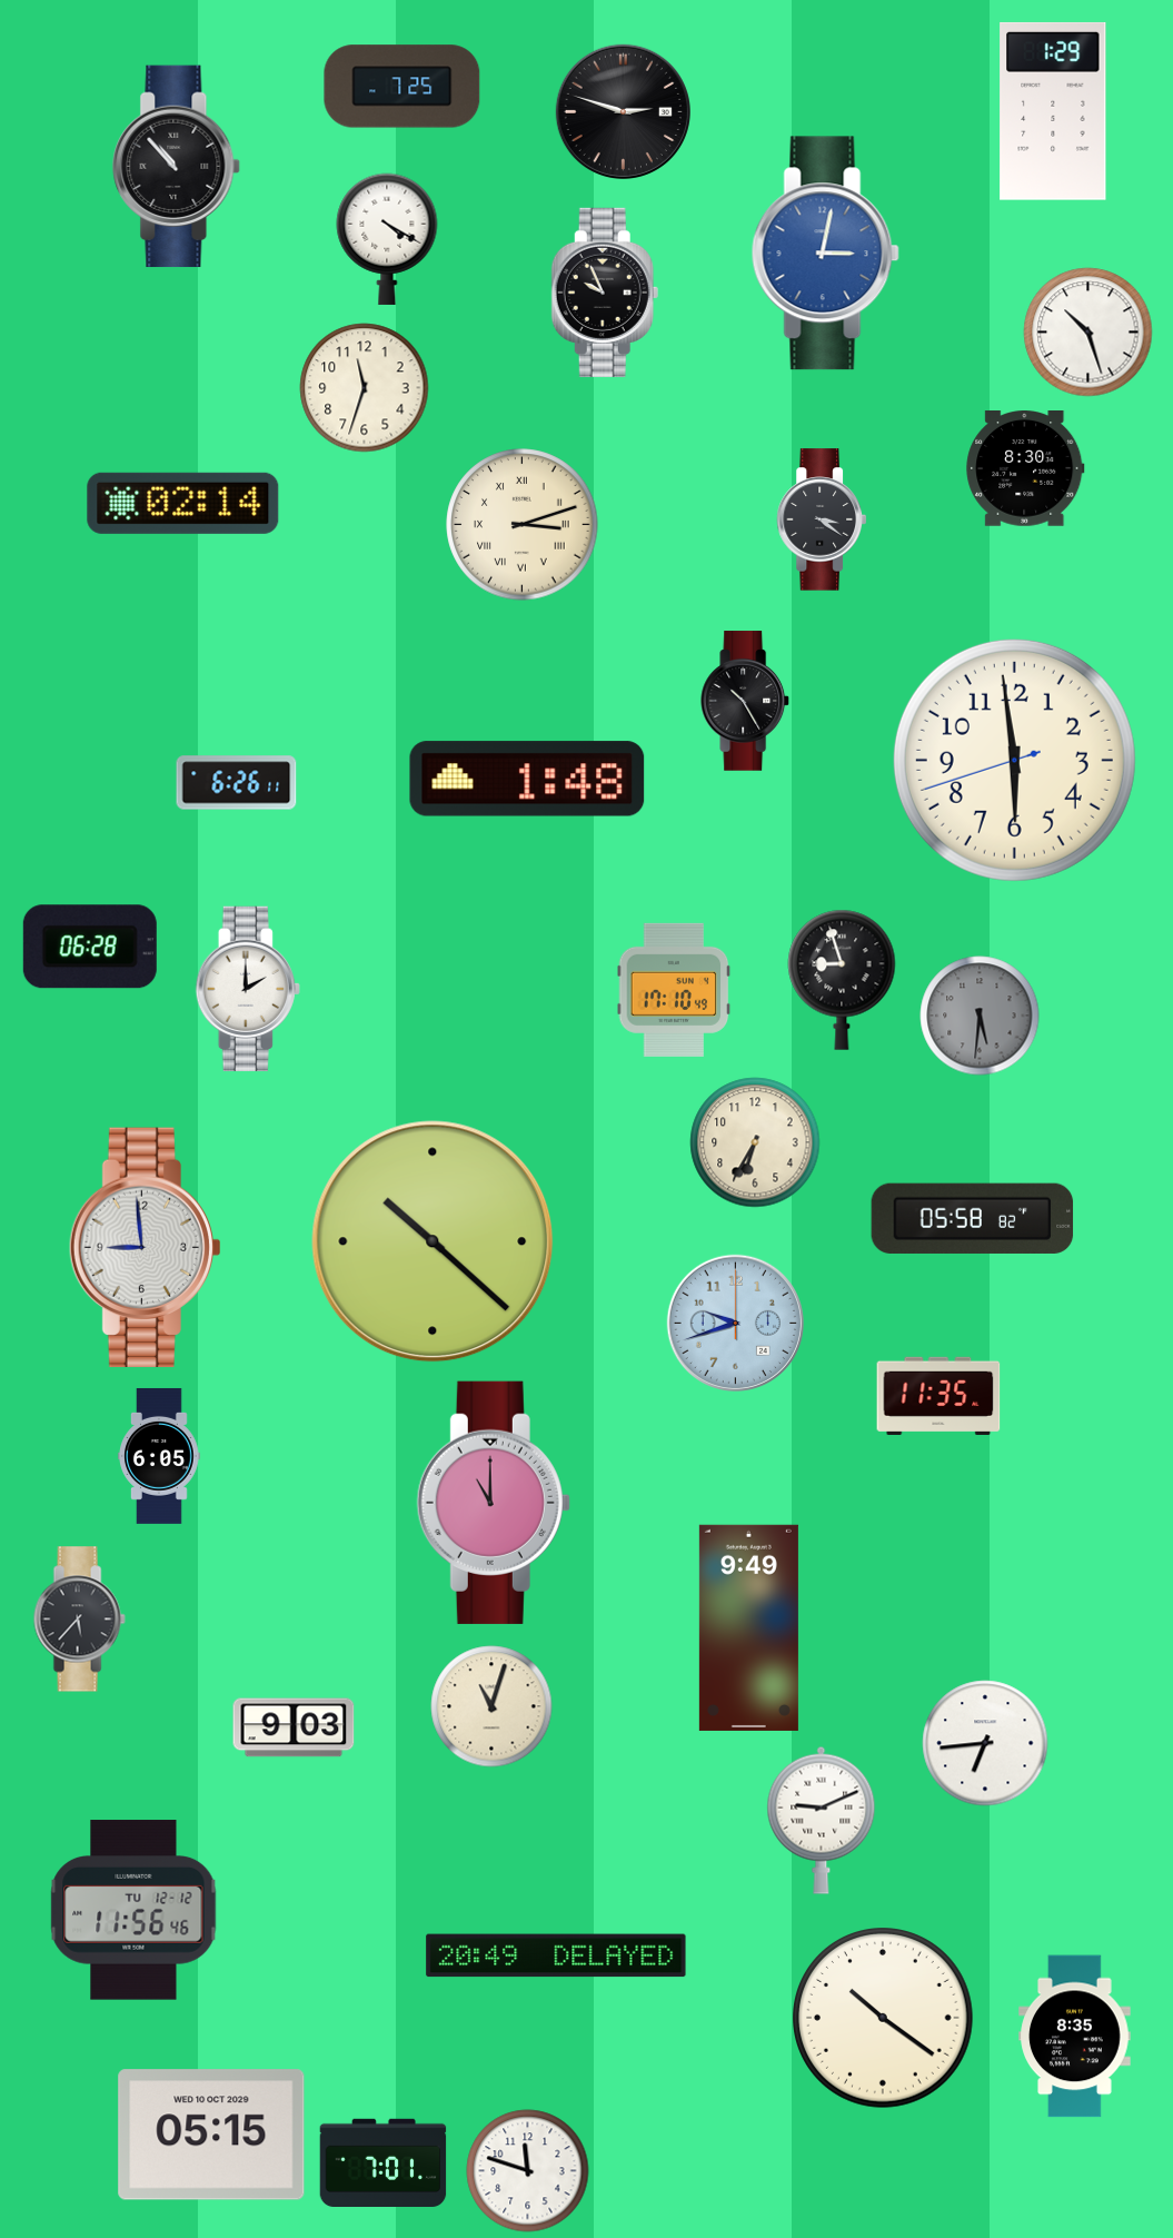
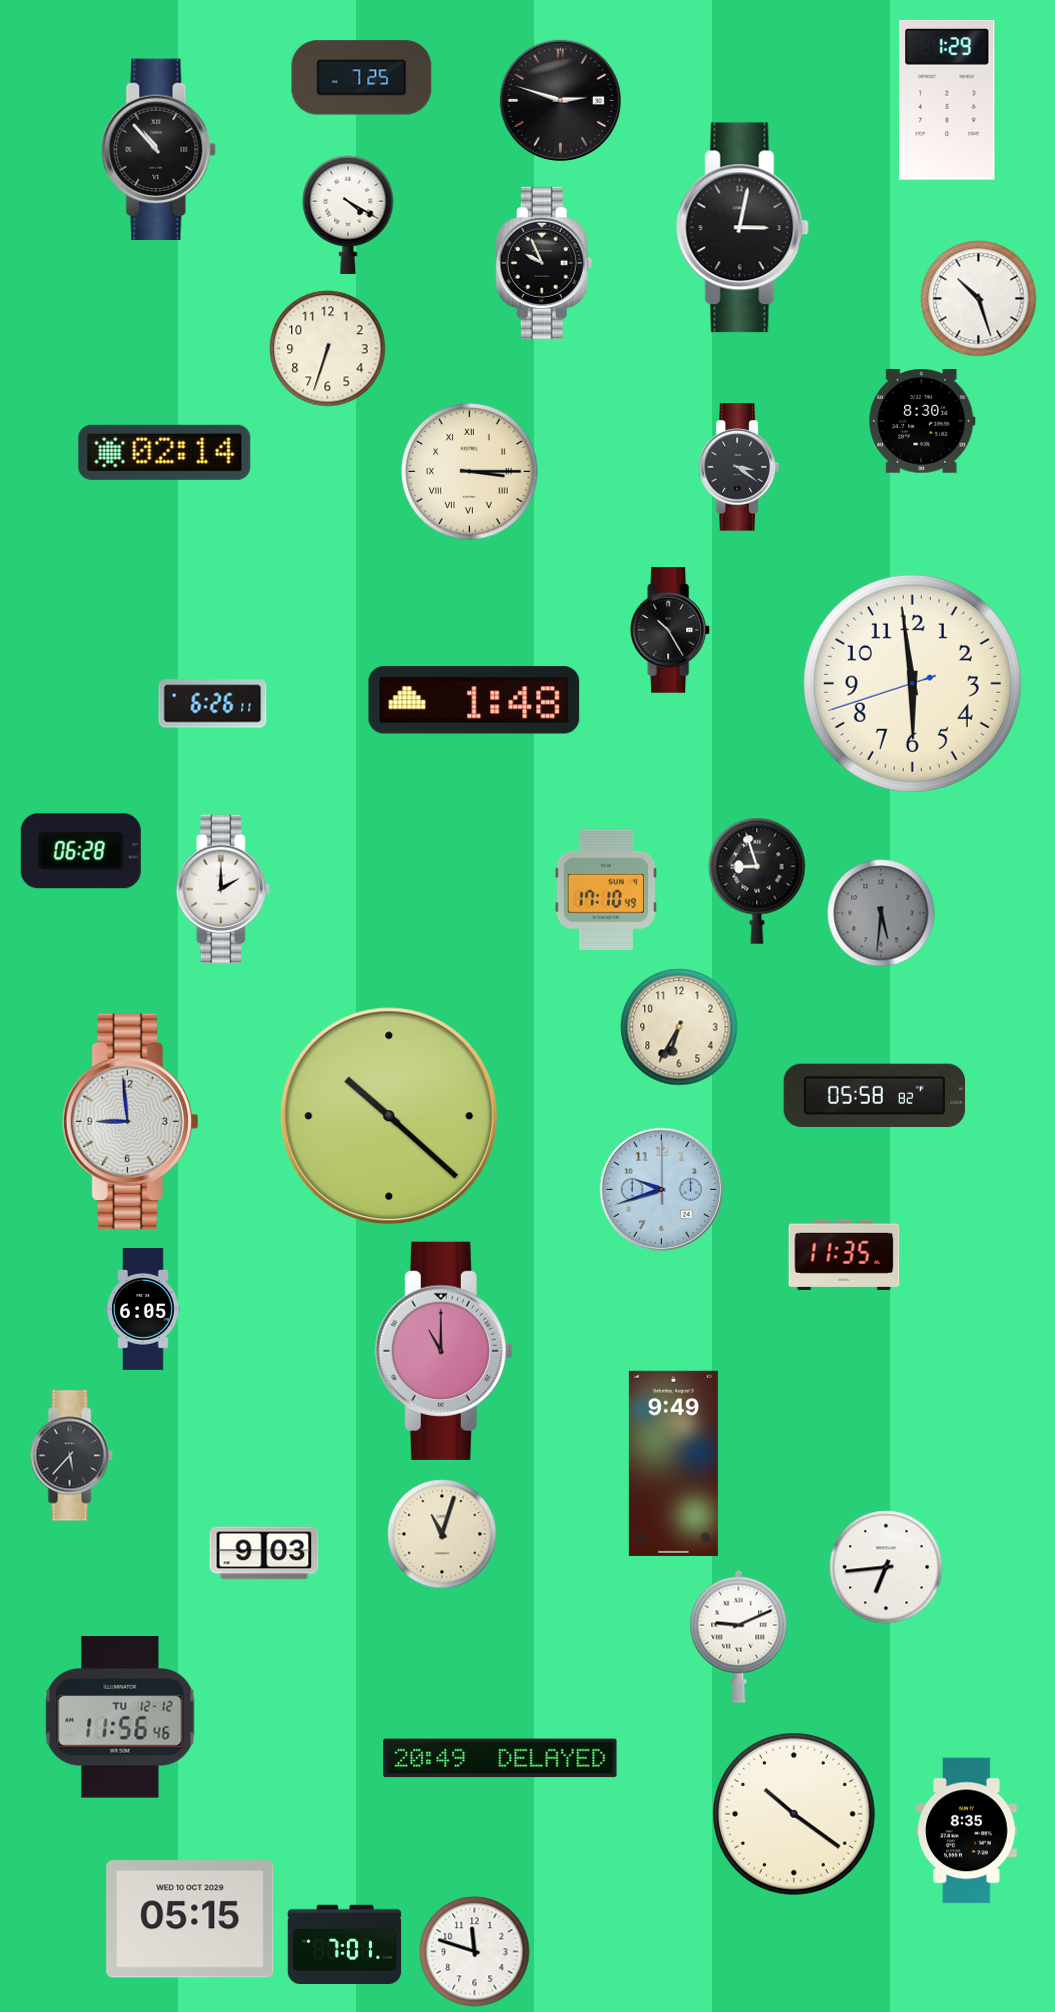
clock at (825, 254) dial: blue -> black
clock at (365, 388): 11:33 -> 6:33
clock at (523, 525): 3:12 -> 3:15
